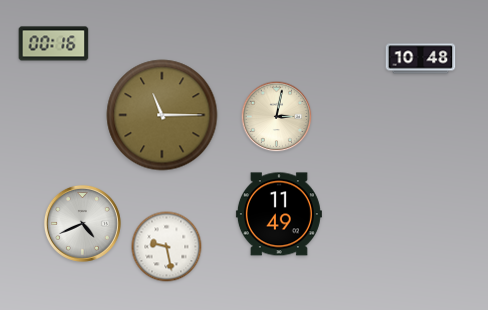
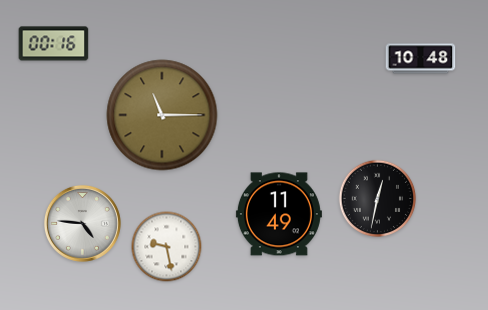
clock at (277, 117): 3:02 -> none
clock at (378, 199): none -> 12:32
clock at (82, 223): 4:41 -> 4:46
